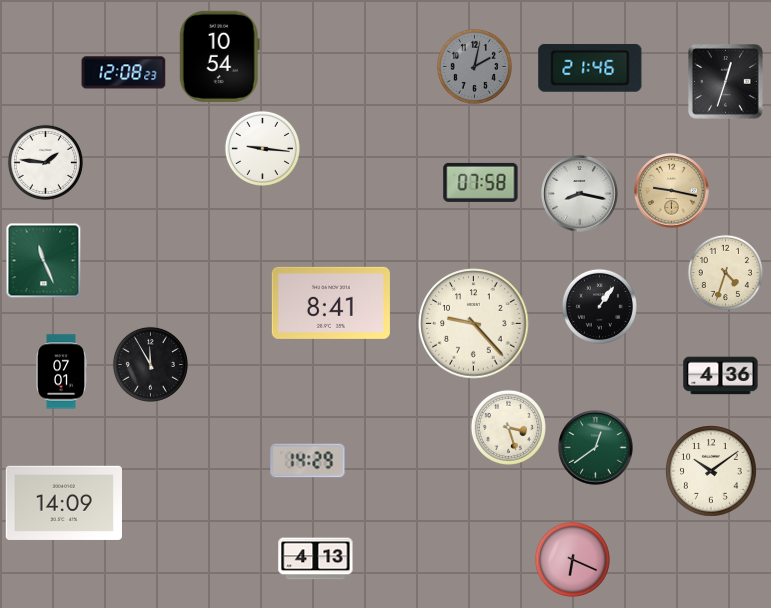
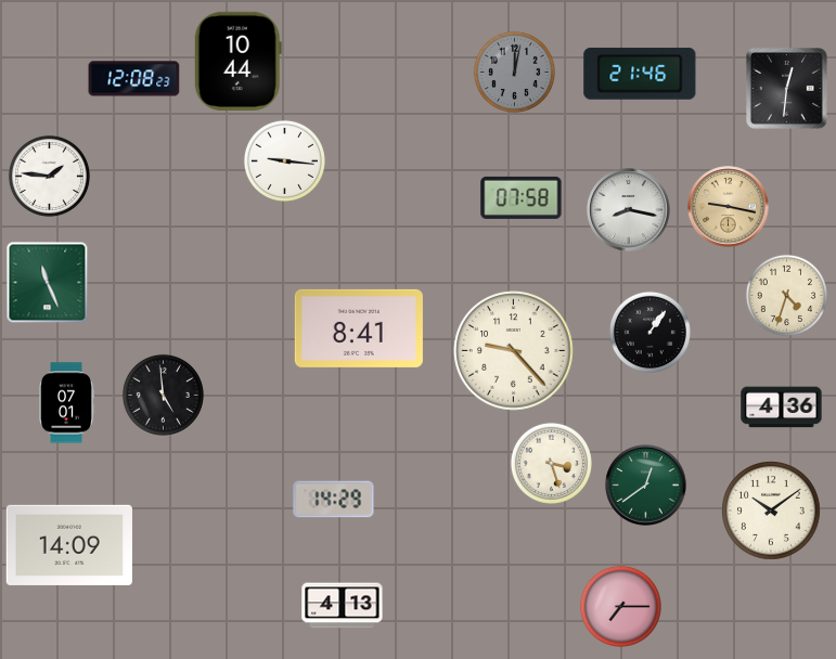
clock at (219, 56): 10:54 -> 10:44
clock at (474, 66): 2:02 -> 12:02
clock at (726, 82): 12:33 -> 12:31
clock at (150, 364): 11:55 -> 4:59
clock at (572, 559): 6:19 -> 7:15
